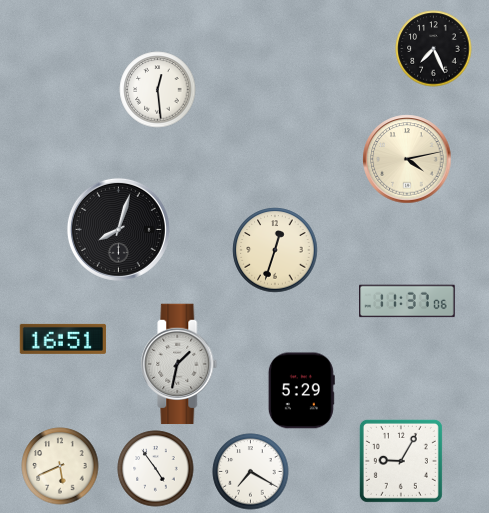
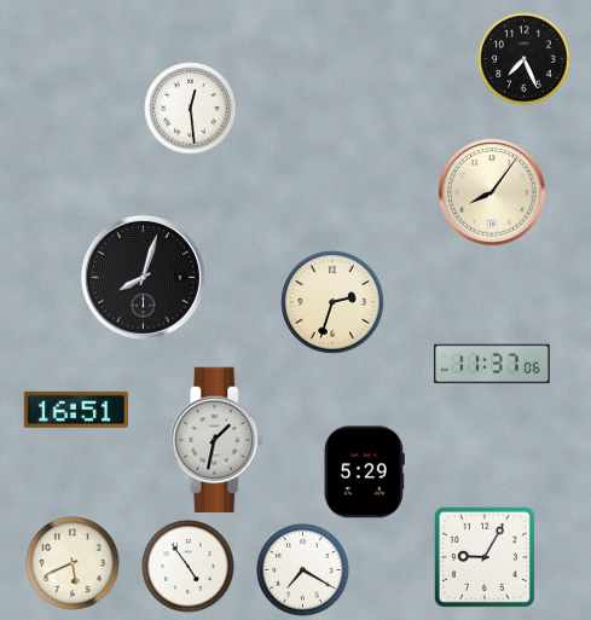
clock at (407, 159): 4:13 -> 8:06
clock at (275, 250): 12:33 -> 2:33
